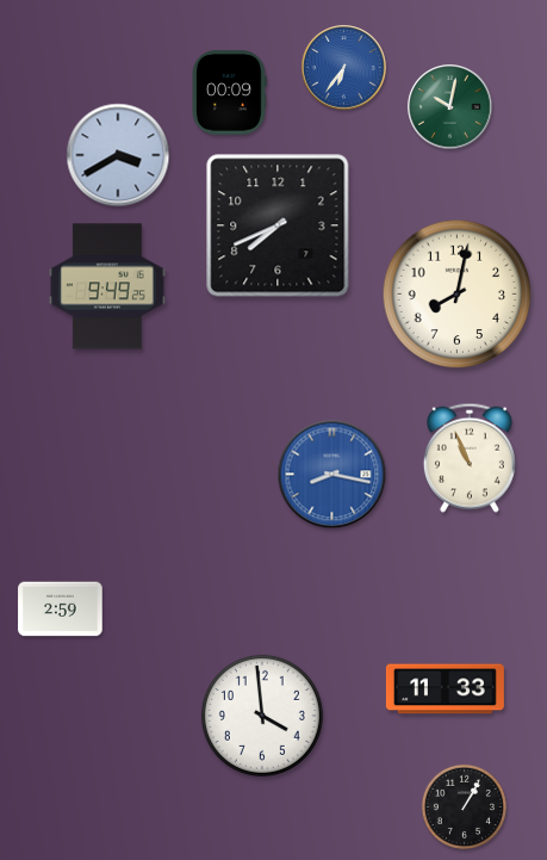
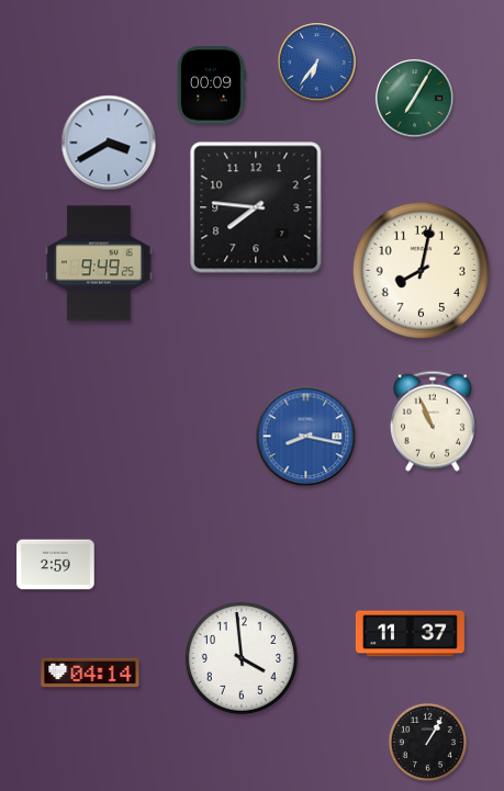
clock at (450, 107): 10:02 -> 7:05
clock at (278, 225): 7:41 -> 7:46
clock at (61, 610) position: (61, 610) -> (56, 565)
clock at (445, 689): 11:33 -> 11:37
clock at (90, 673): none -> 04:14
